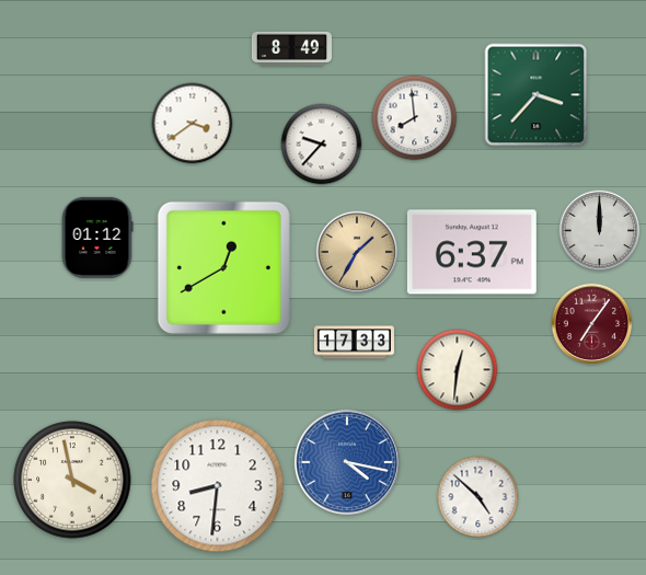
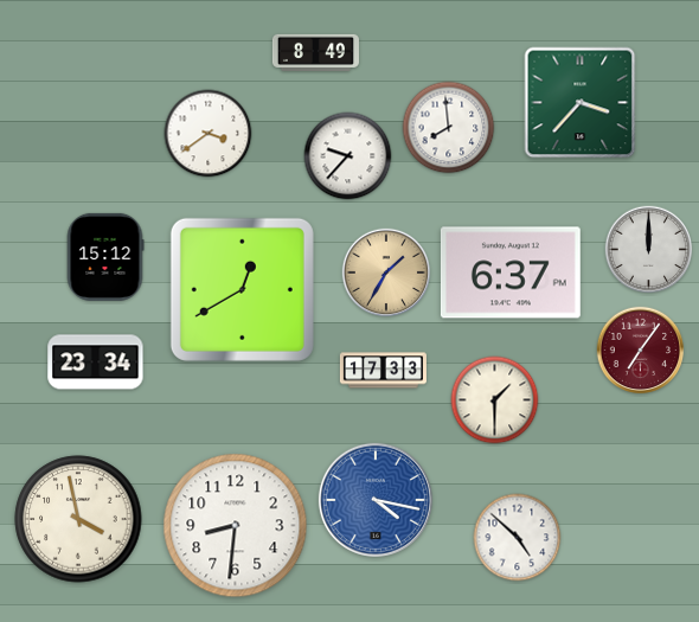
clock at (97, 238): 01:12 -> 15:12
clock at (96, 363): none -> 23:34
clock at (458, 370): 12:31 -> 1:30
